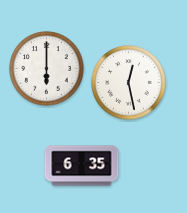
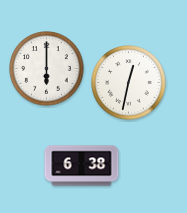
clock at (129, 83): 12:28 -> 12:32
clock at (82, 166): 6:35 -> 6:38
